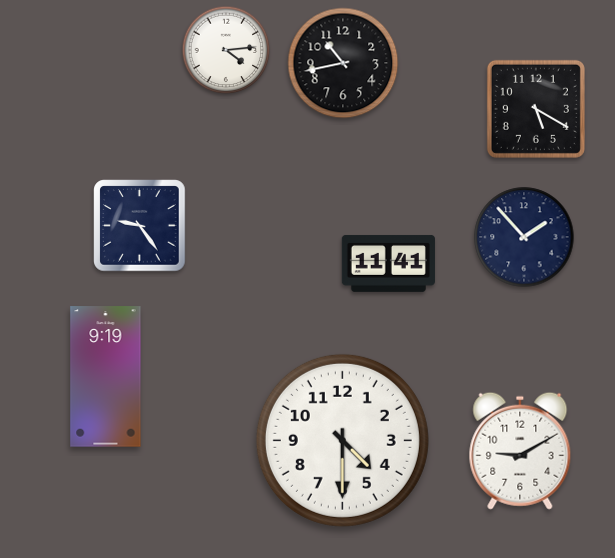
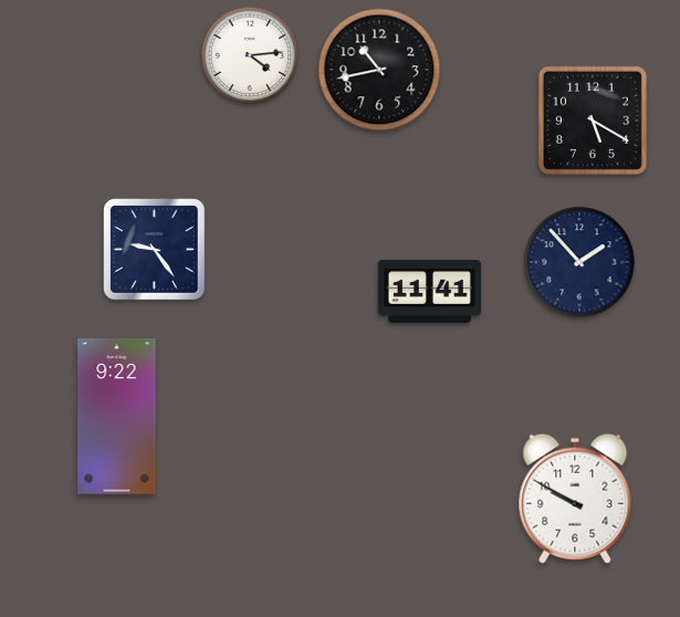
clock at (106, 377): 9:19 -> 9:22
clock at (342, 440): 4:30 -> none
clock at (520, 451): 9:10 -> 9:50
